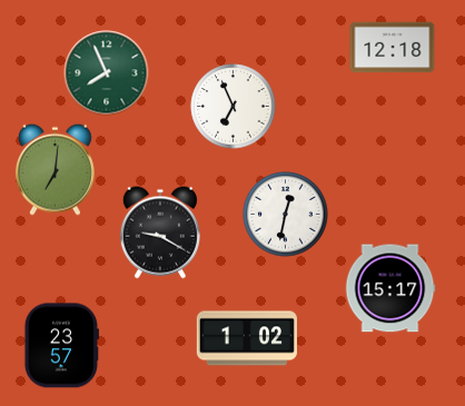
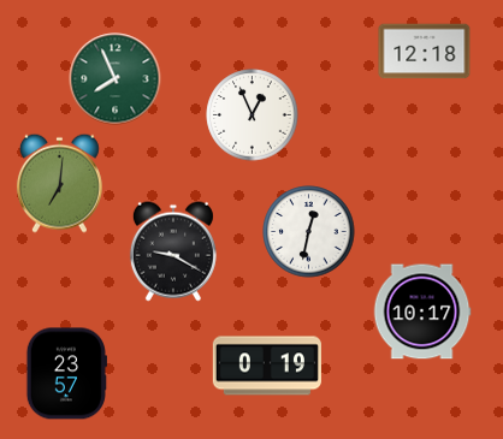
clock at (234, 107): 6:56 -> 12:56
clock at (390, 288): 15:17 -> 10:17
clock at (247, 338): 1:02 -> 0:19
